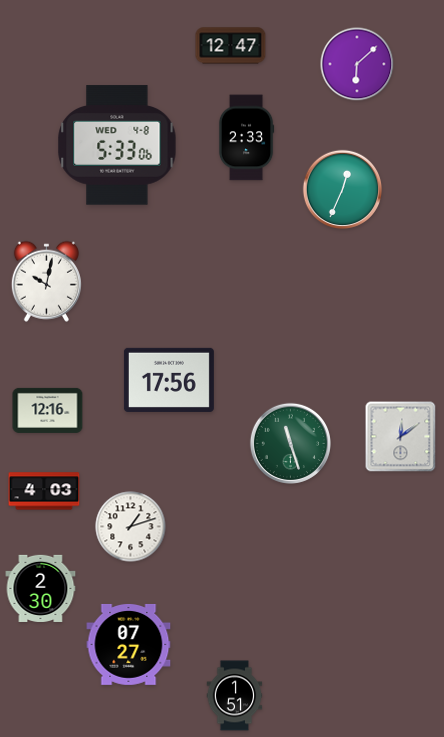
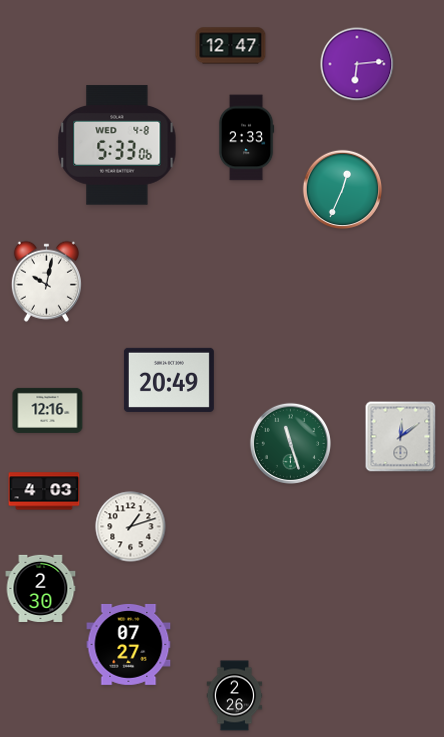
clock at (357, 64): 6:08 -> 6:14
clock at (169, 380): 17:56 -> 20:49
clock at (235, 696): 1:51 -> 2:26
